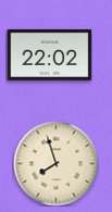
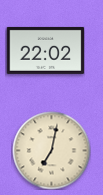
clock at (55, 163): 7:57 -> 7:02
